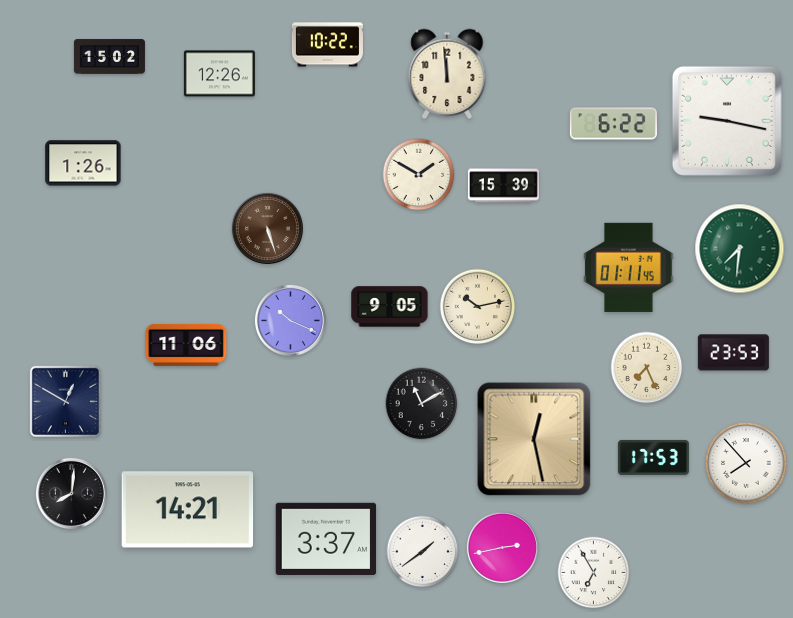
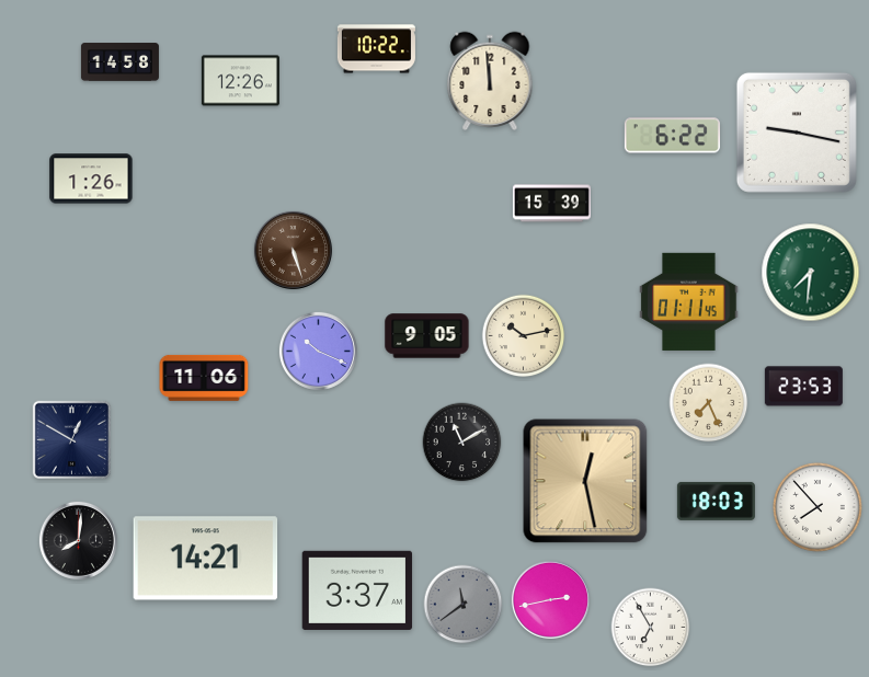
clock at (327, 45) position: (327, 45) -> (376, 49)
clock at (109, 57): 15:02 -> 14:58
clock at (419, 175): 1:50 -> none
clock at (629, 267) position: (629, 267) -> (689, 301)
clock at (653, 457): 17:53 -> 18:03
clock at (423, 552): 1:39 -> 11:39
clock at (423, 552) dial: white -> grey
